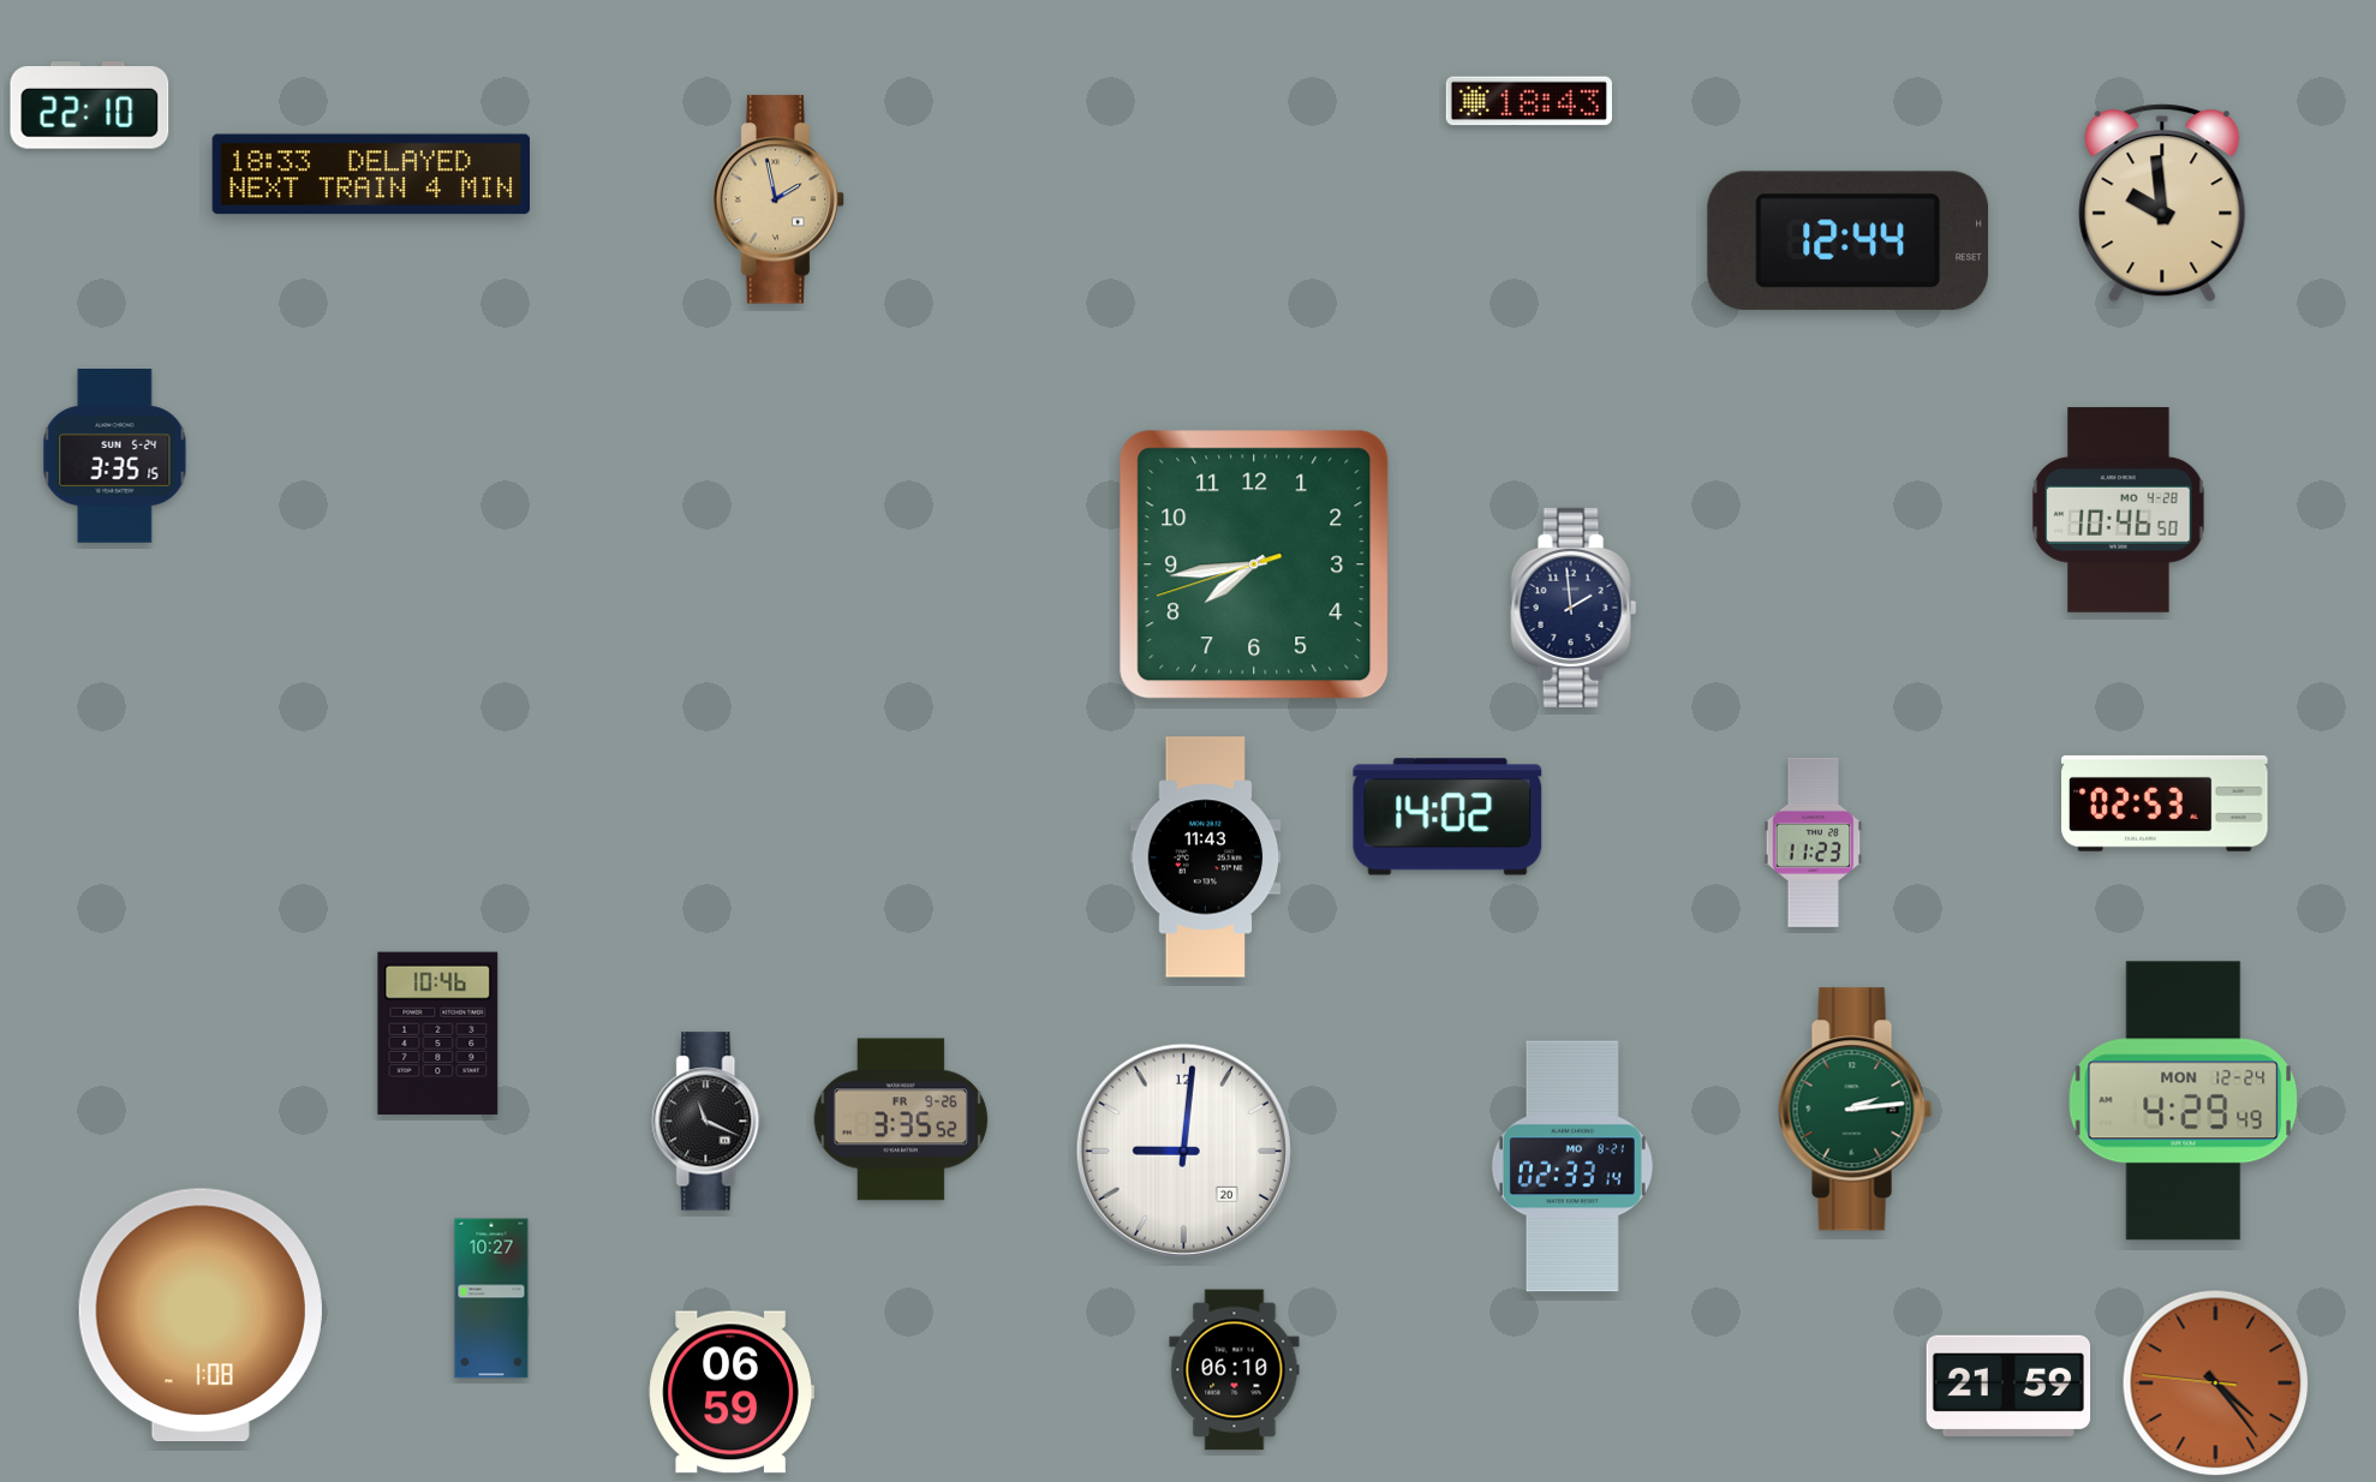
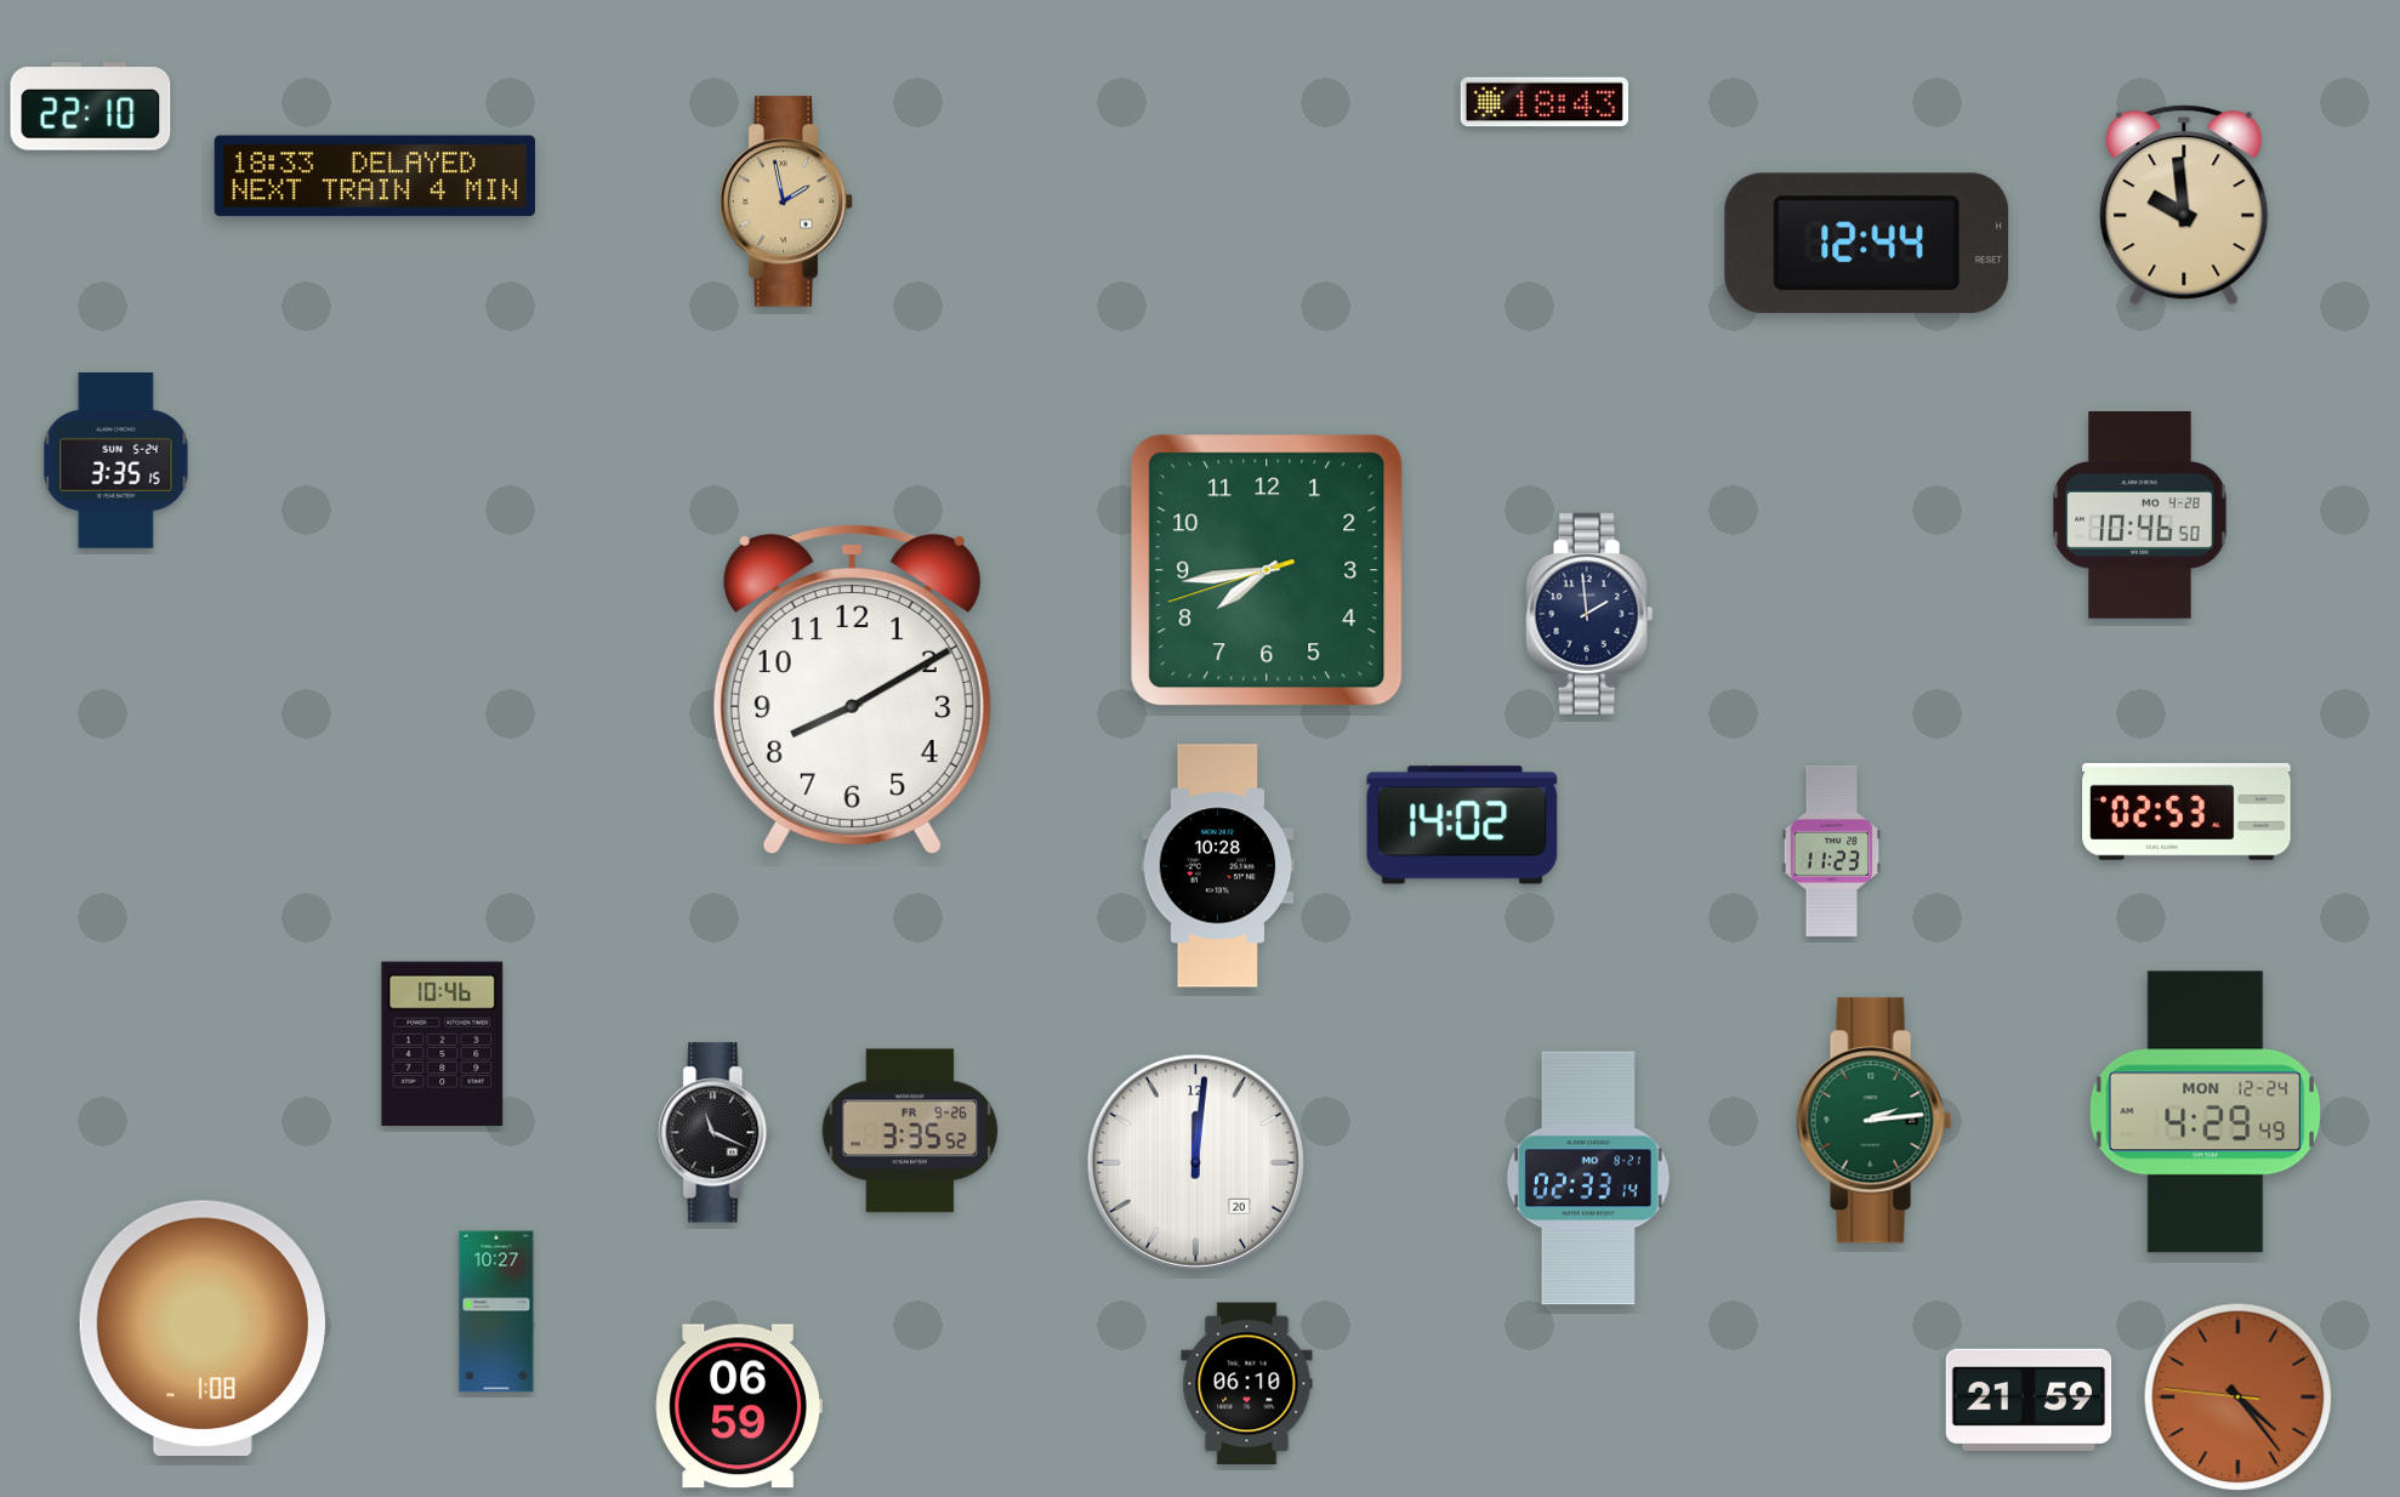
clock at (852, 689): none -> 8:10
clock at (1206, 857): 11:43 -> 10:28
clock at (1183, 1151): 9:01 -> 12:01
